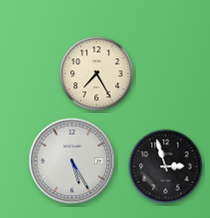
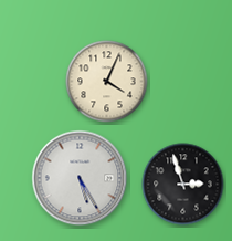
clock at (97, 74): 7:25 -> 4:04
